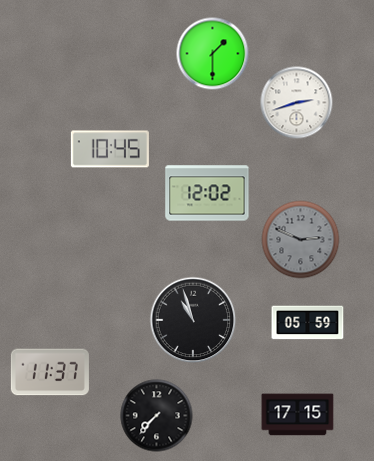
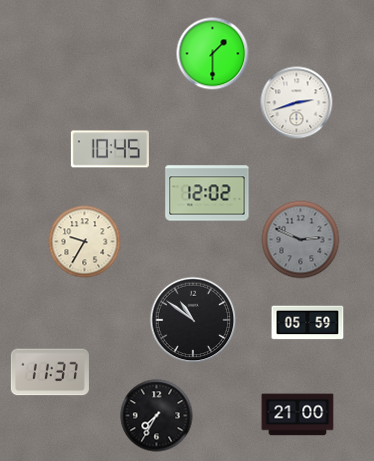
clock at (85, 242): none -> 9:35
clock at (193, 320): 10:57 -> 10:51
clock at (298, 415): 17:15 -> 21:00
clock at (157, 416): 7:37 -> 7:35
